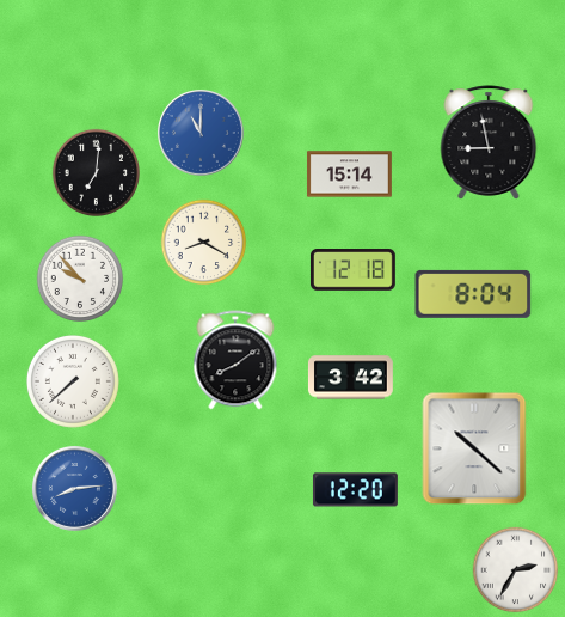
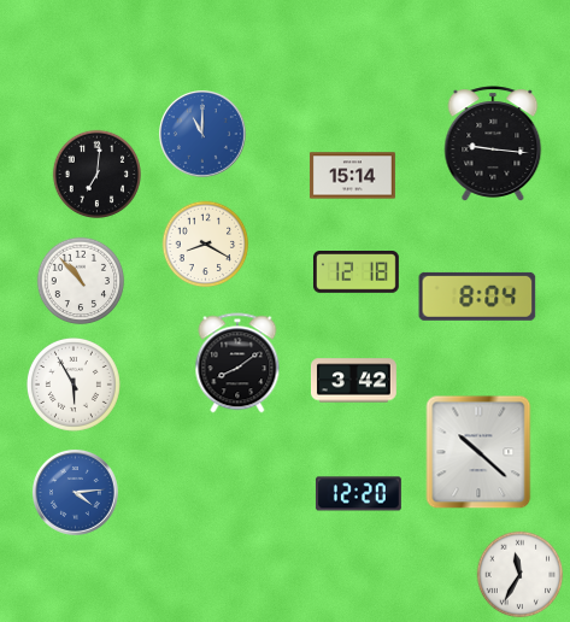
clock at (489, 142): 8:58 -> 9:16
clock at (80, 279): 9:53 -> 10:53
clock at (73, 381): 7:38 -> 5:55
clock at (74, 488): 8:14 -> 4:14
clock at (516, 570): 2:35 -> 11:35
